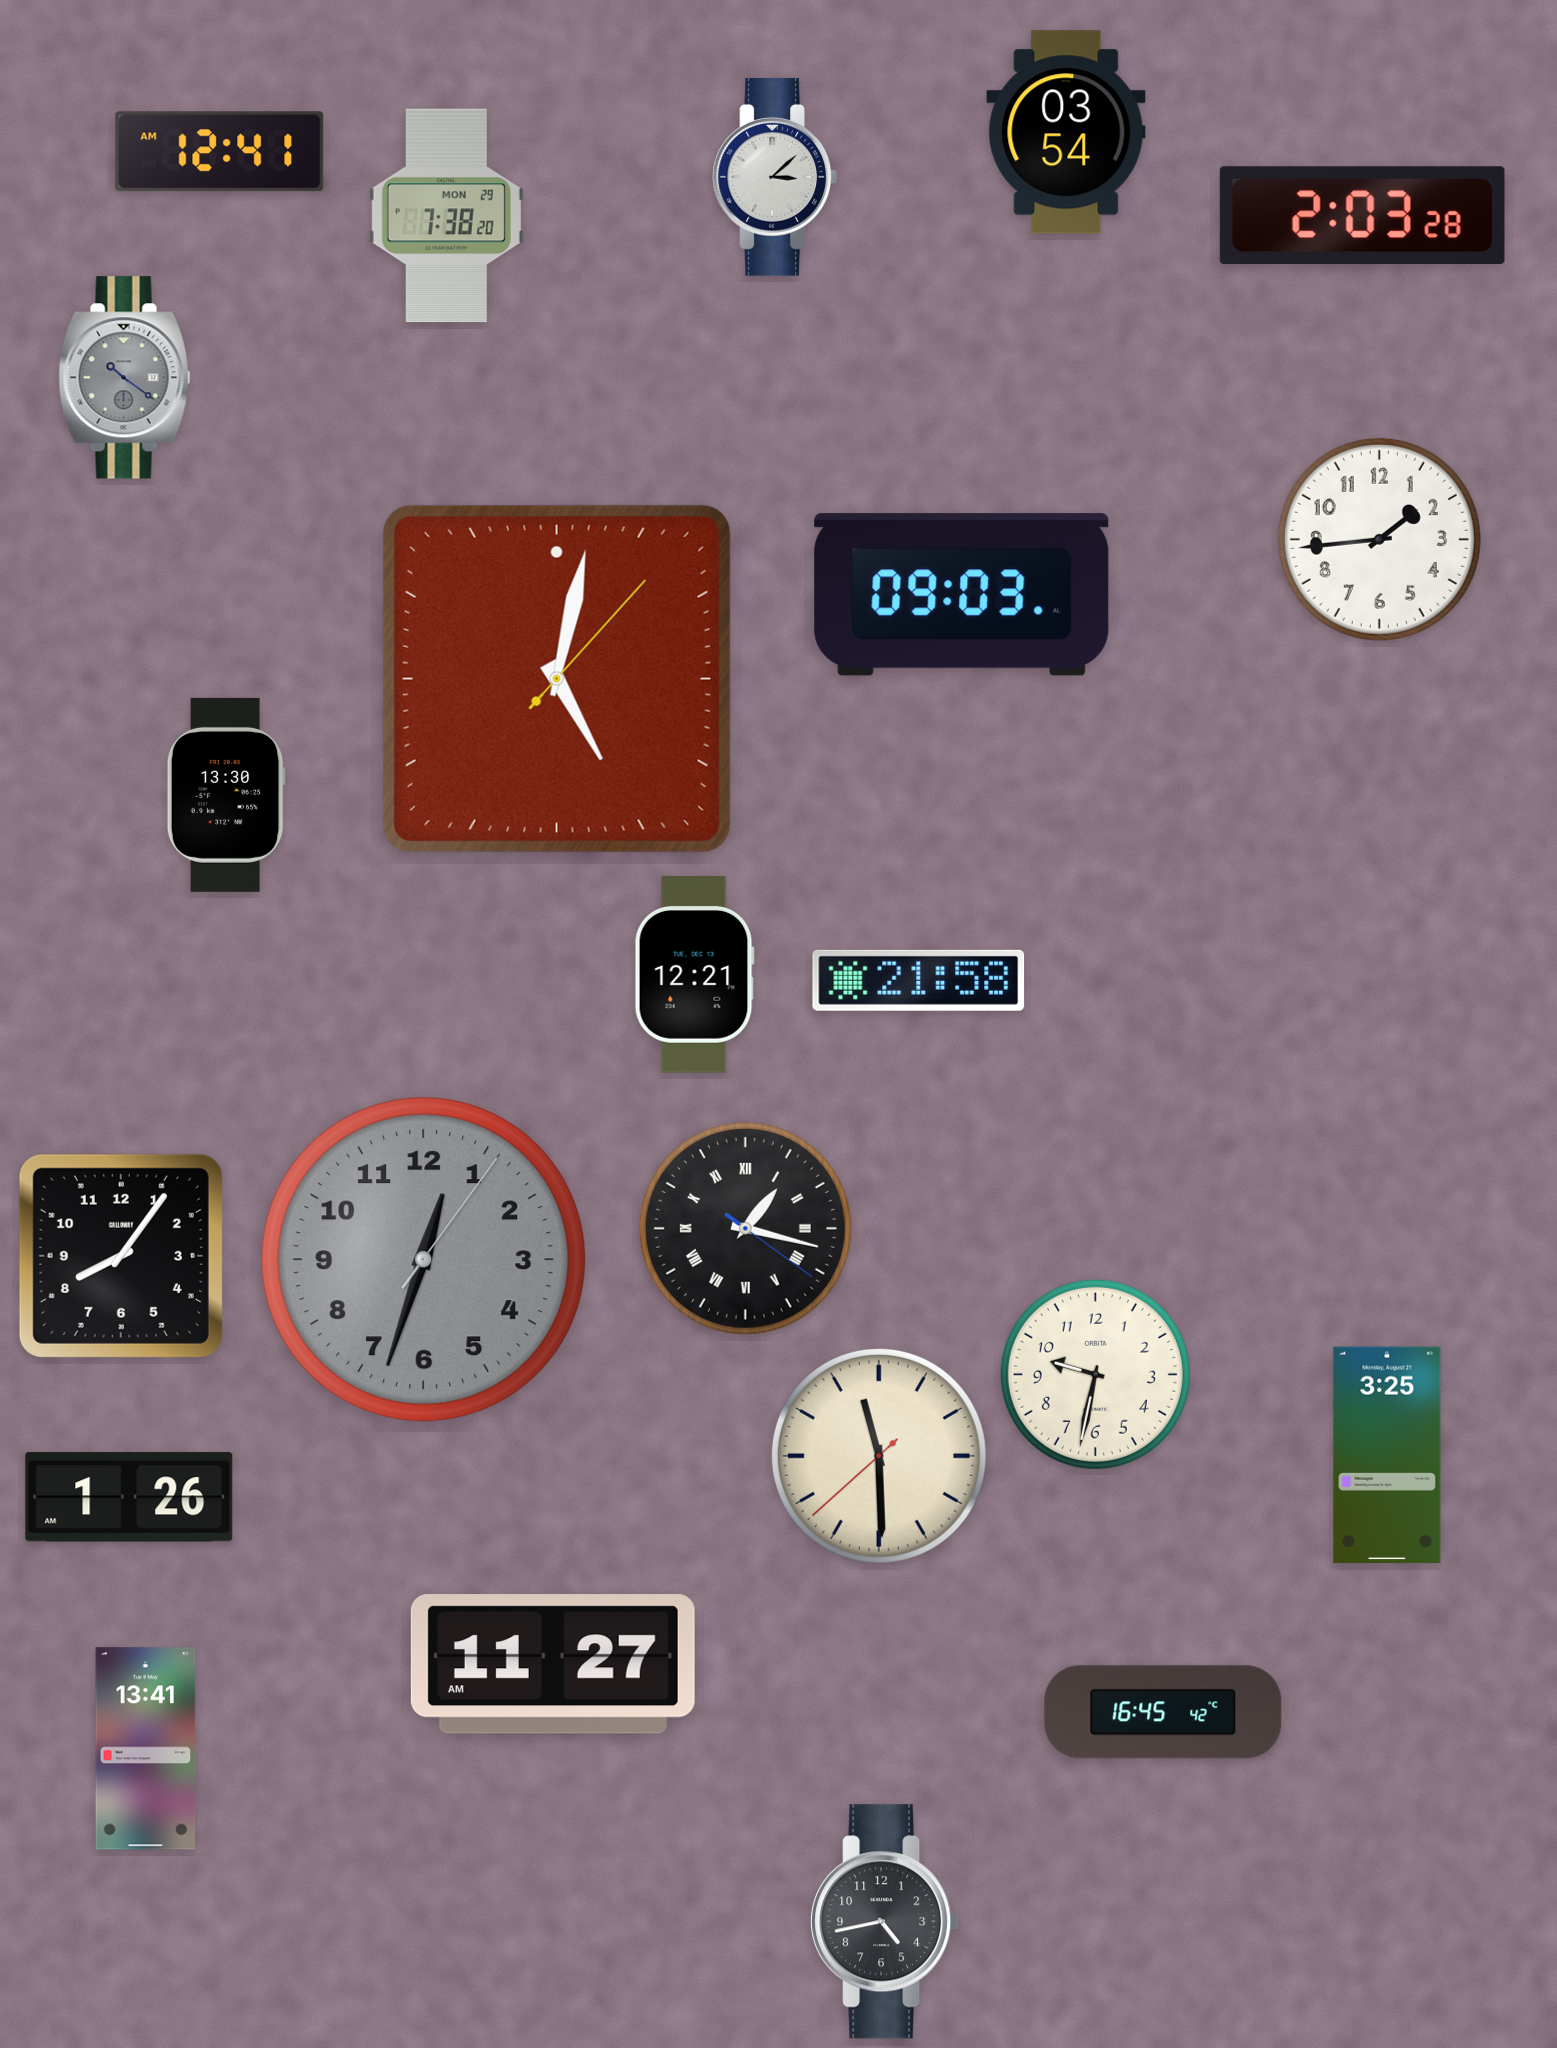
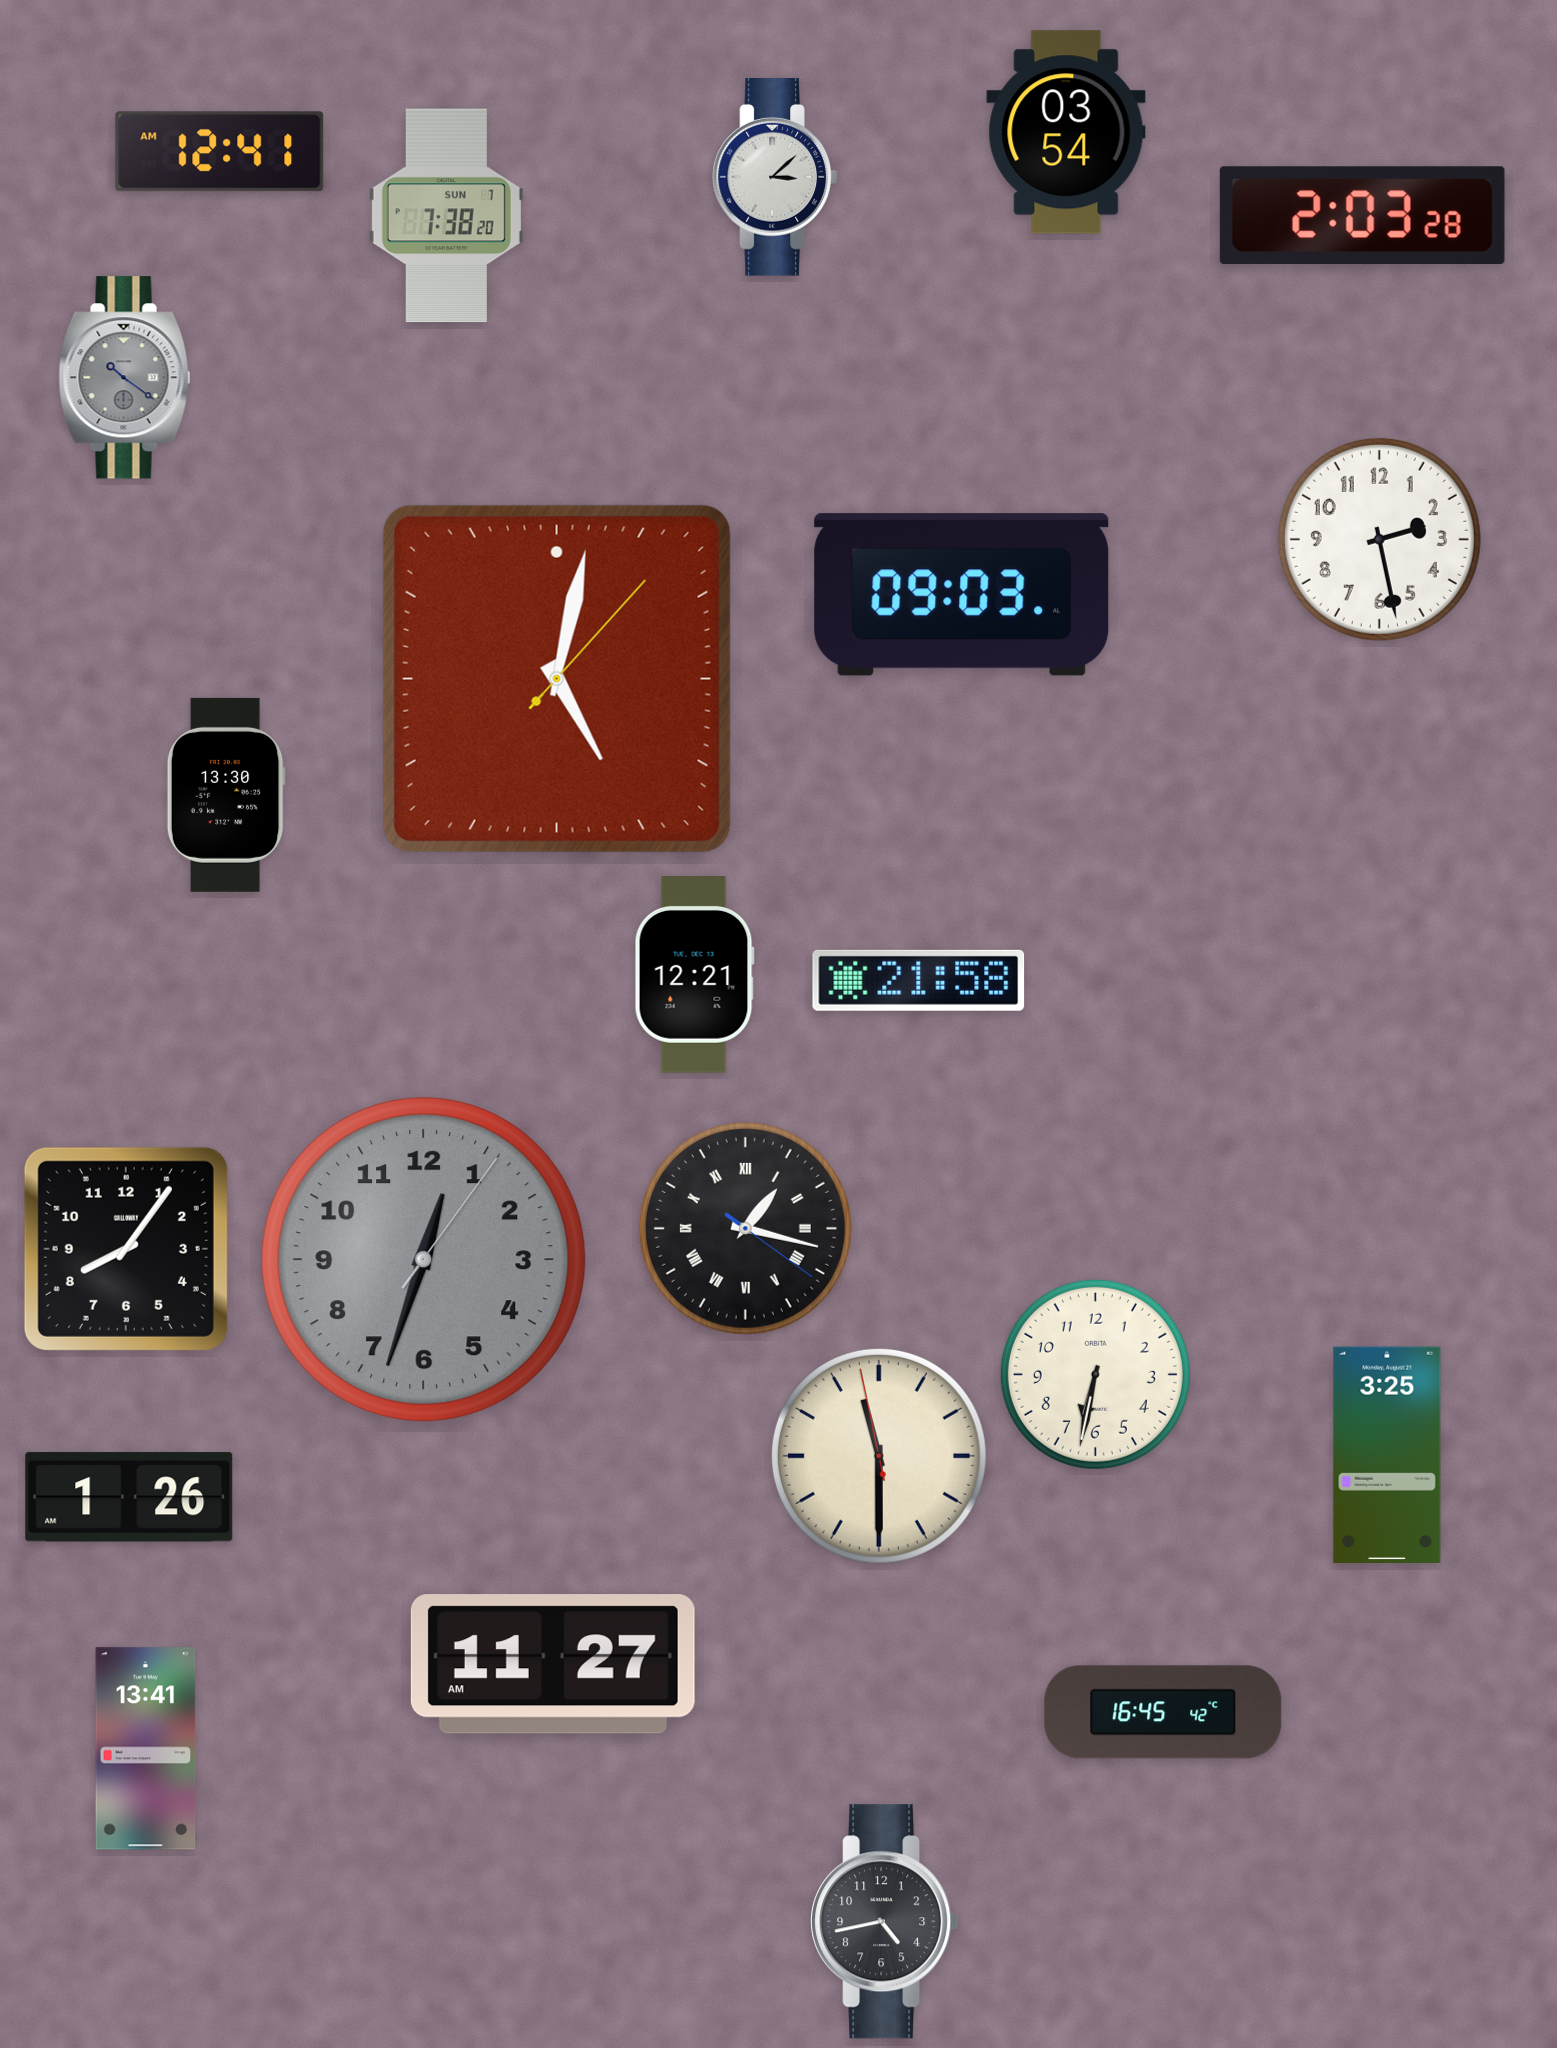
clock at (446, 216) date: MON 29 -> SUN 7
clock at (1379, 539): 1:44 -> 2:28
clock at (121, 1256) position: (121, 1256) -> (126, 1249)
clock at (1095, 1374): 9:32 -> 6:32
clock at (879, 1456): 11:29:38 -> 11:29:58
